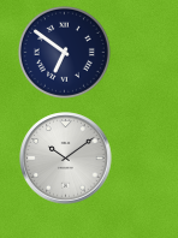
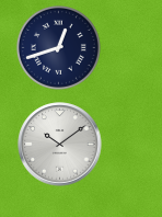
clock at (64, 52): 6:51 -> 12:42
